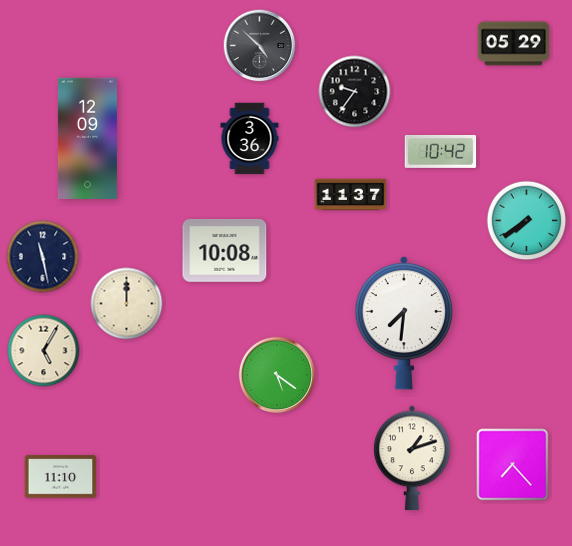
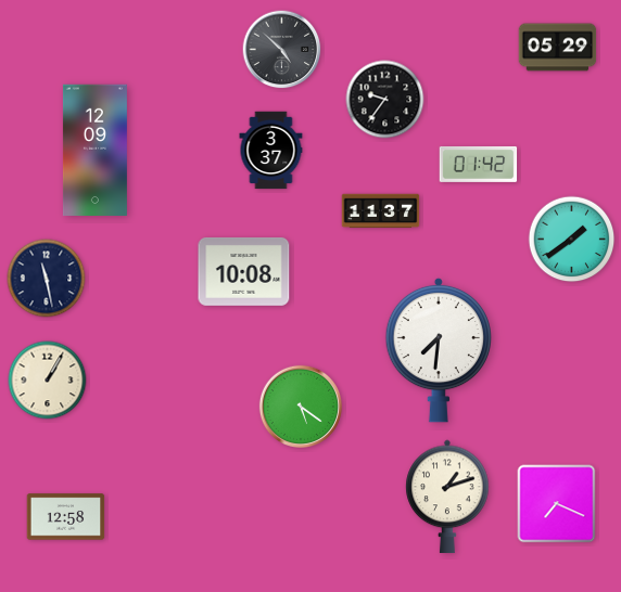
clock at (250, 139): 3:36 -> 3:37
clock at (441, 151): 10:42 -> 01:42
clock at (527, 221): 7:39 -> 1:39
clock at (127, 304): 12:00 -> none
clock at (44, 351): 5:05 -> 1:05
clock at (513, 465): 7:23 -> 7:19
clock at (61, 477): 11:10 -> 12:58
